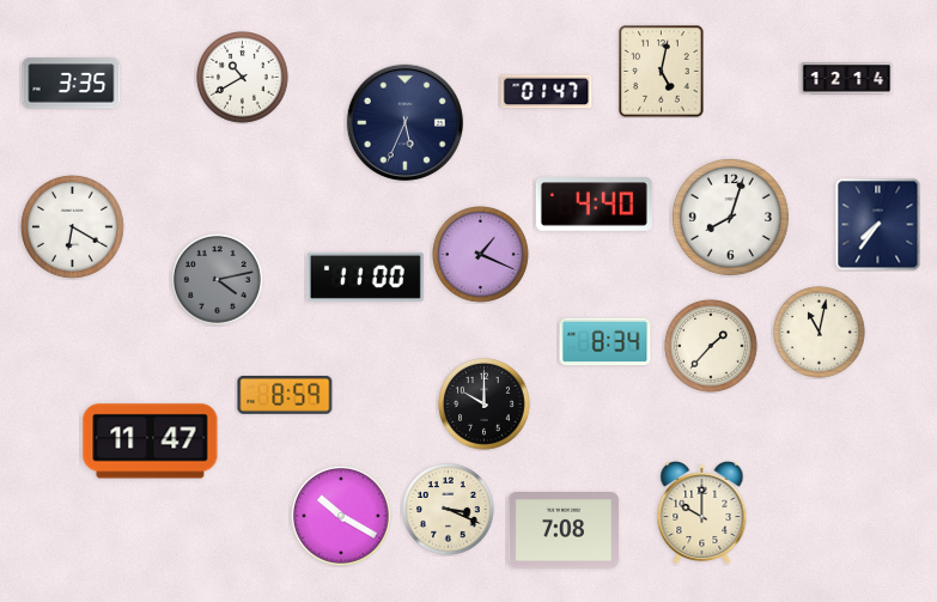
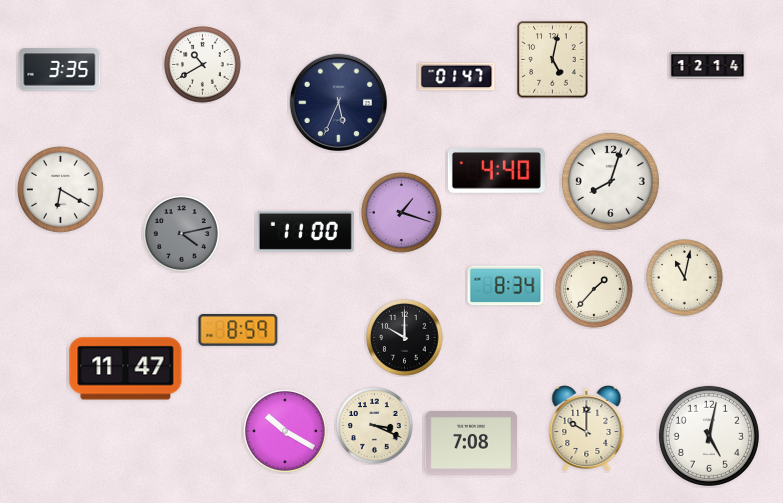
clock at (878, 225): 7:36 -> none
clock at (481, 255): 1:19 -> 1:18
clock at (709, 436): none -> 5:02
